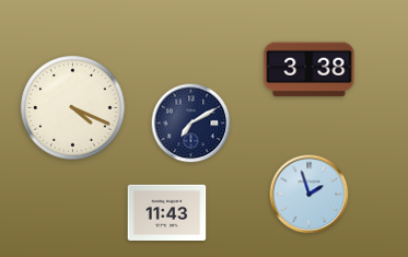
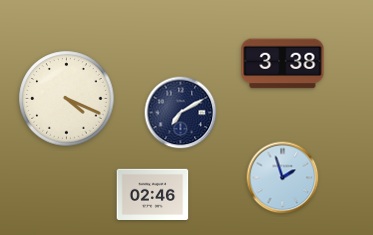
clock at (191, 124) position: (191, 124) -> (181, 113)
clock at (167, 213): 11:43 -> 02:46
